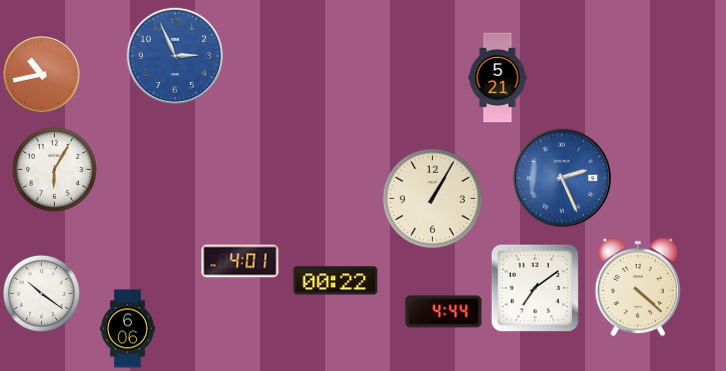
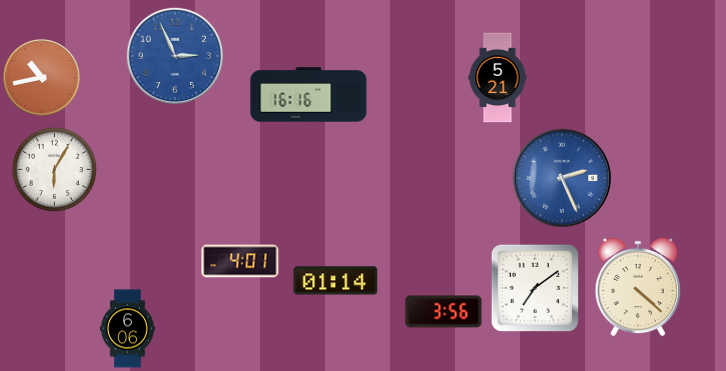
clock at (42, 75) position: (42, 75) -> (42, 78)
clock at (309, 95): none -> 16:16
clock at (432, 198): 1:05 -> none
clock at (336, 281): 00:22 -> 01:14
clock at (42, 294): 10:21 -> none
clock at (444, 312): 4:44 -> 3:56
